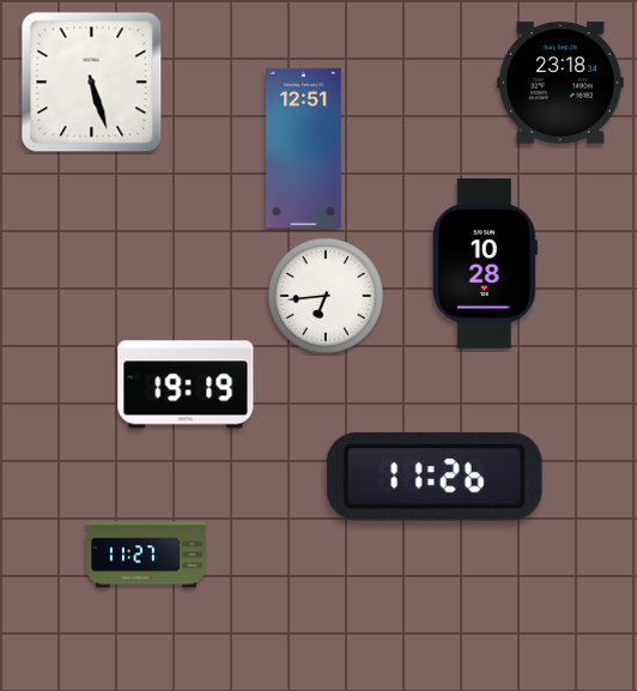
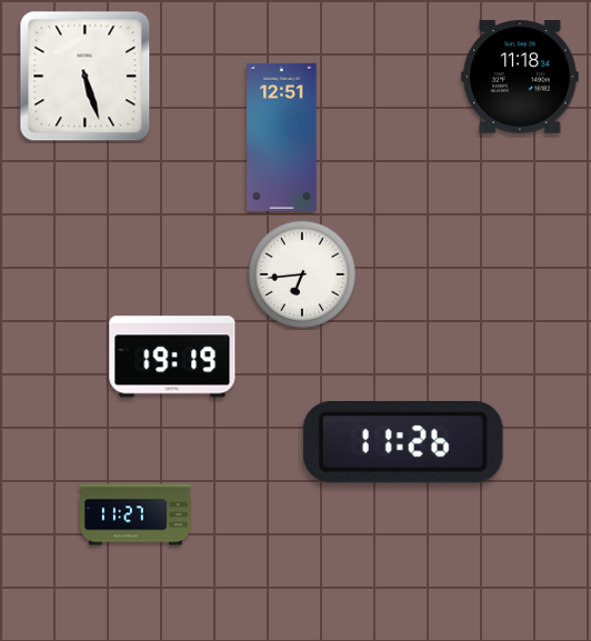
clock at (560, 83): 23:18 -> 11:18
clock at (485, 263): 10:28 -> none
